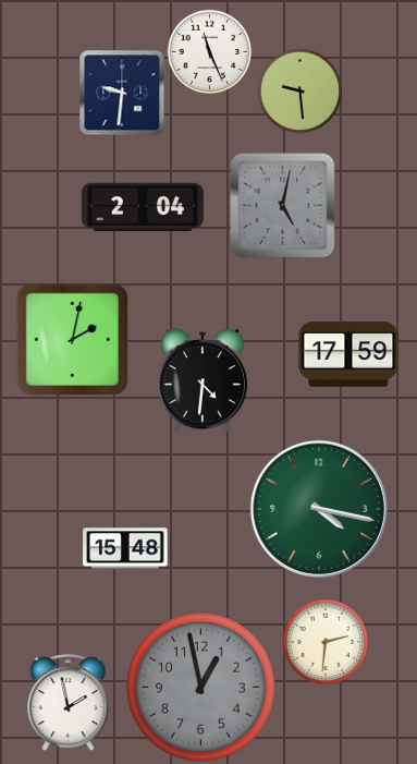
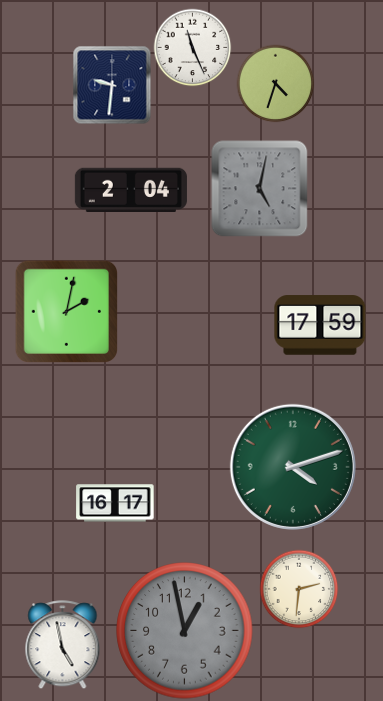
clock at (299, 90): 9:29 -> 4:33
clock at (203, 380): 4:31 -> none
clock at (319, 509): 4:17 -> 4:12
clock at (125, 548): 15:48 -> 16:17
clock at (69, 703): 1:58 -> 4:58
